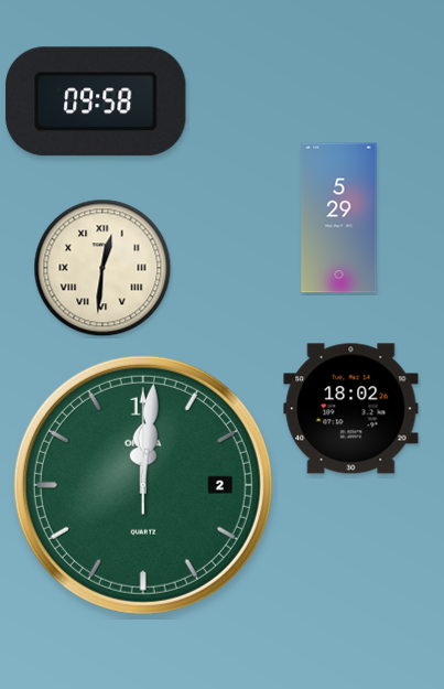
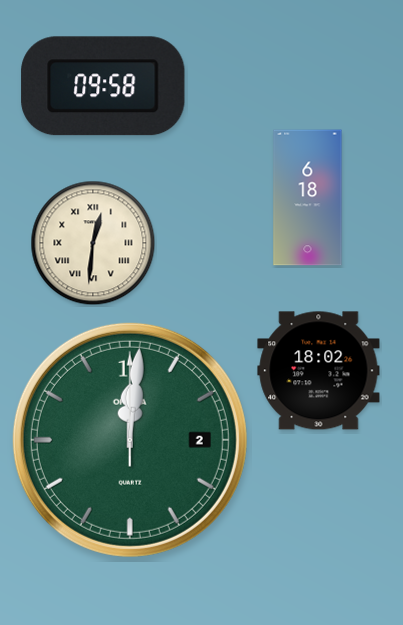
clock at (96, 101) position: (96, 101) -> (103, 86)
clock at (339, 218): 5:29 -> 6:18
